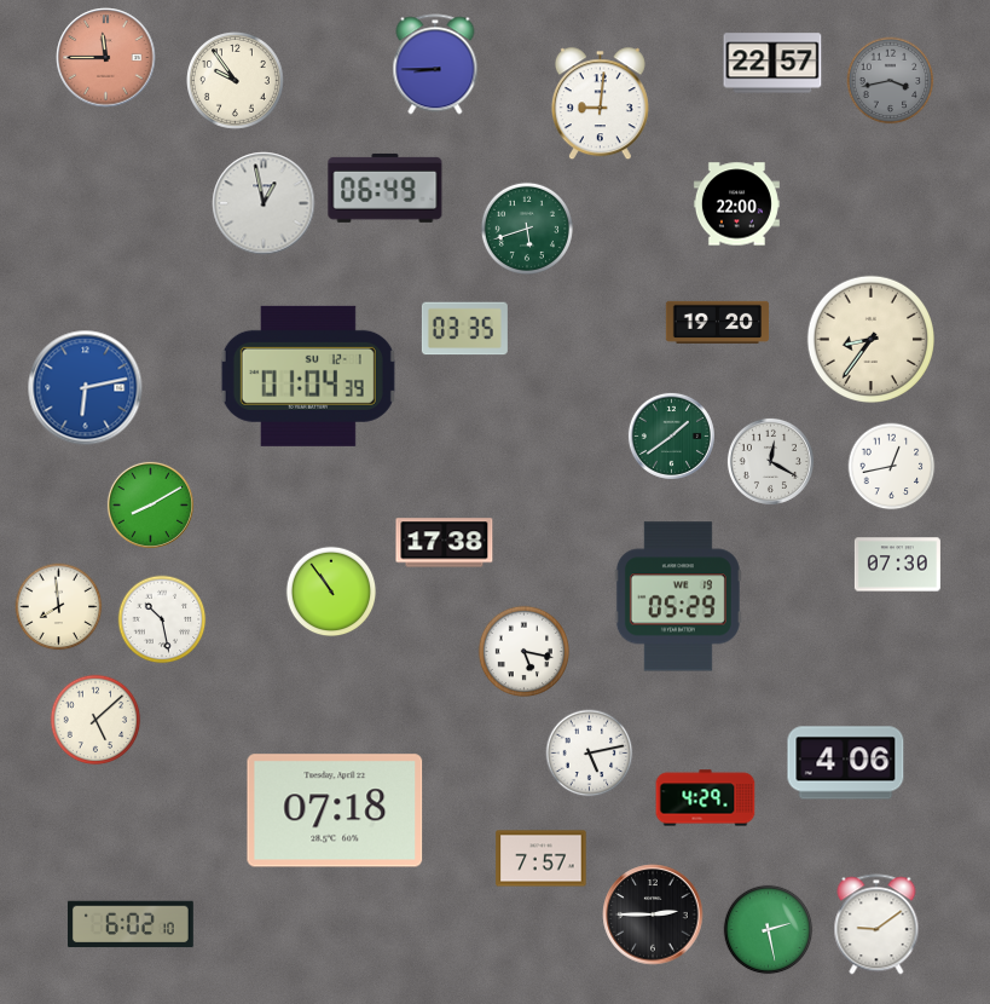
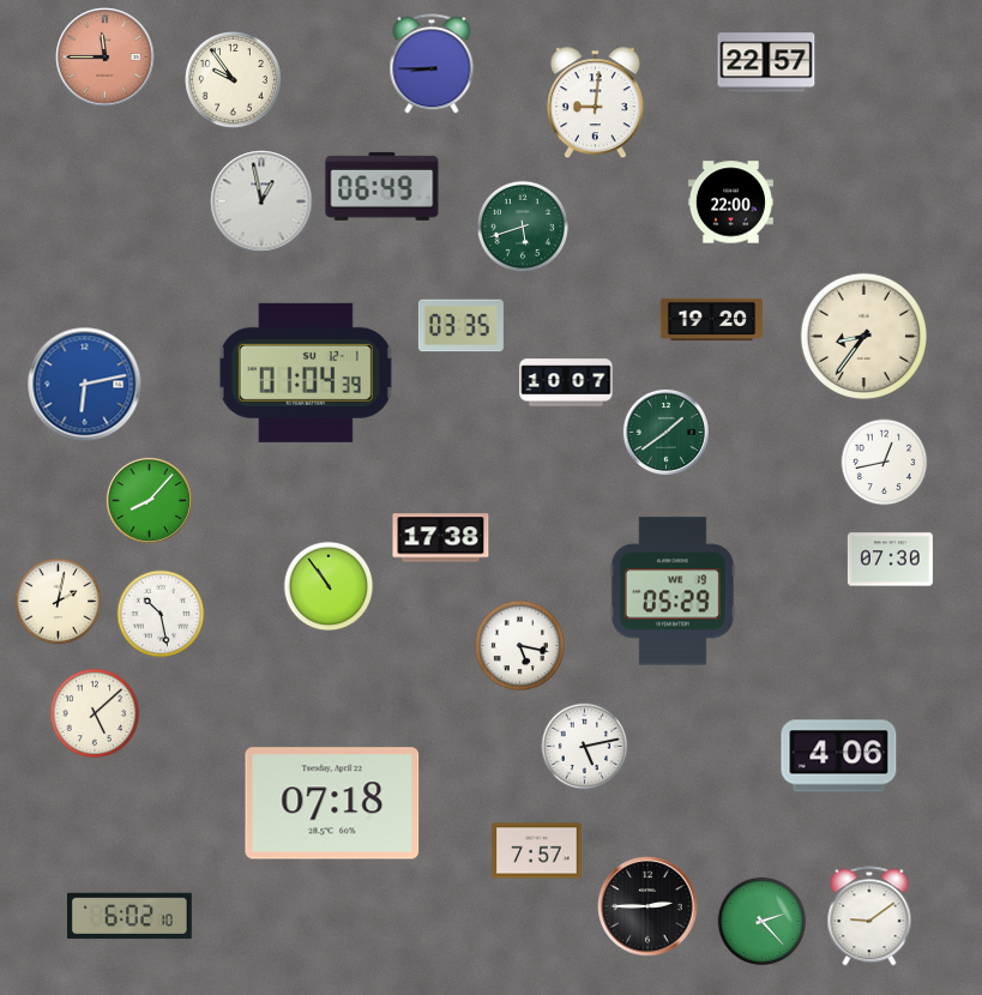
clock at (891, 81): 3:43 -> none
clock at (566, 382): none -> 10:07
clock at (770, 461): 12:20 -> none
clock at (150, 504): 8:10 -> 8:07
clock at (59, 607): 7:59 -> 2:02
clock at (706, 798): 4:29 -> none
clock at (769, 930): 2:28 -> 2:23
